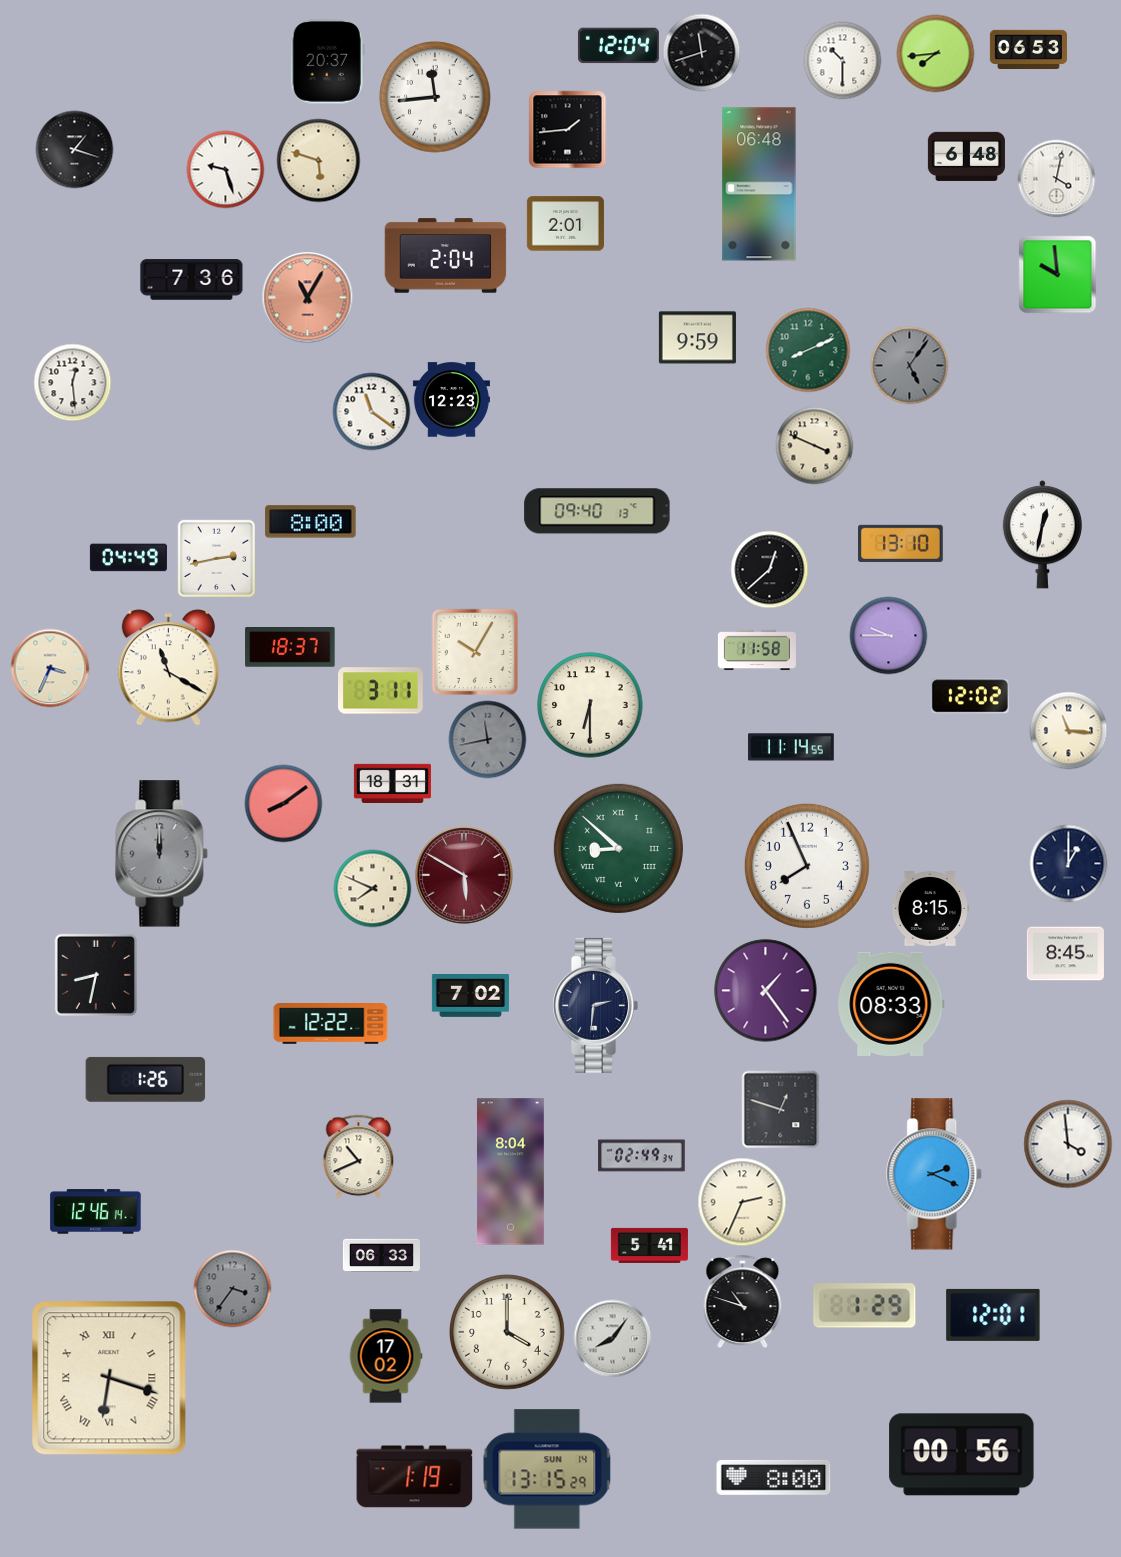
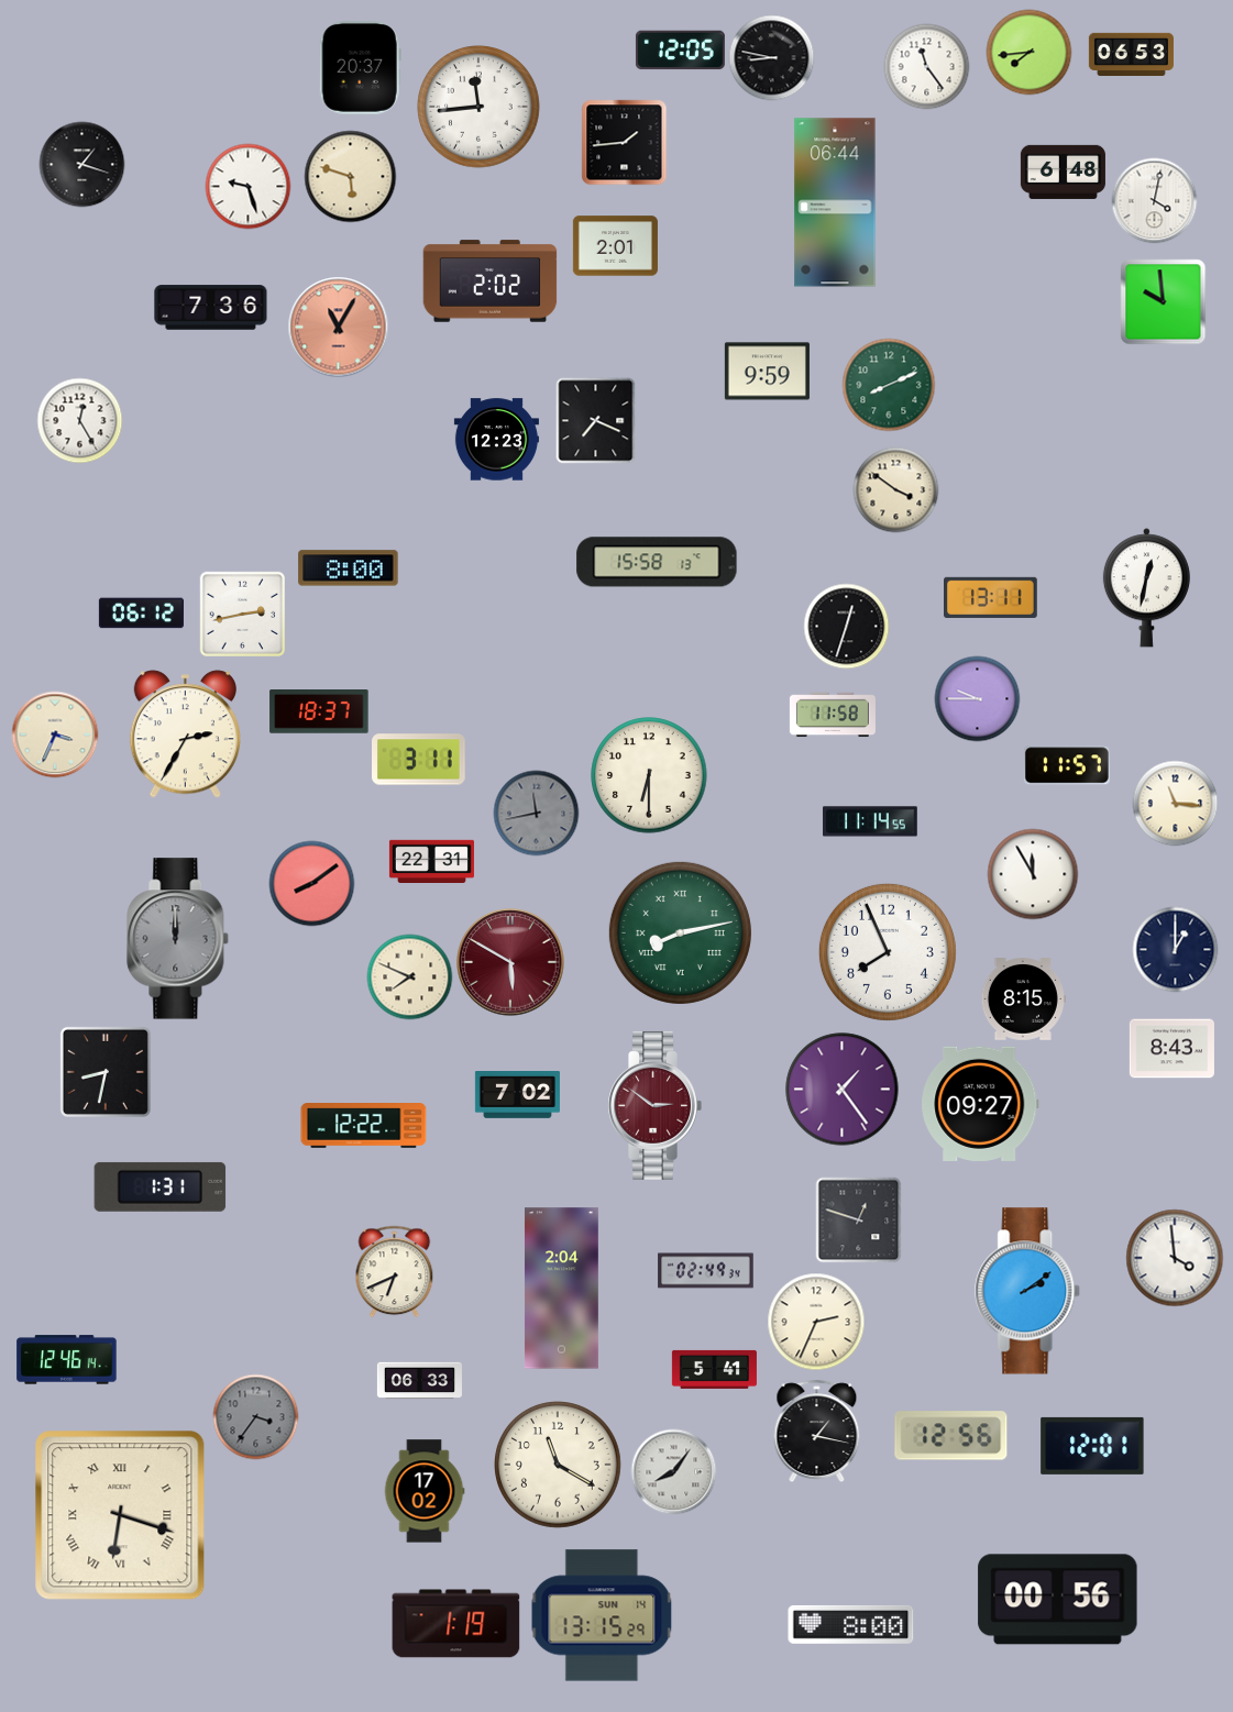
clock at (618, 46): 12:04 -> 12:05
clock at (701, 52): 11:42 -> 8:47
clock at (935, 53) position: (935, 53) -> (1028, 52)
clock at (842, 60): 10:30 -> 11:24
clock at (1056, 178) position: (1056, 178) -> (1154, 200)
clock at (759, 184): 06:48 -> 06:44
clock at (565, 224) position: (565, 224) -> (615, 246)
clock at (446, 256): 2:04 -> 2:02
clock at (909, 365): 5:06 -> none
clock at (72, 382): 12:29 -> 12:25
clock at (596, 420): none -> 7:19
clock at (371, 411): 11:21 -> none
clock at (814, 445): 3:49 -> 3:51
clock at (597, 511): 09:40 -> 15:58
clock at (311, 522) position: (311, 522) -> (349, 568)
clock at (901, 543): 13:10 -> 13:11
clock at (128, 558): 04:49 -> 06:12
clock at (216, 558) position: (216, 558) -> (242, 614)
clock at (769, 569): 12:38 -> 12:33
clock at (474, 651): 10:05 -> none
clock at (168, 668): 11:20 -> 2:35
clock at (970, 696): 12:02 -> 11:57
clock at (392, 783): 18:31 -> 22:31
clock at (1033, 874): none -> 11:55
clock at (618, 848): 8:52 -> 8:13
clock at (1065, 954): 8:45 -> 8:43
clock at (891, 1004): 08:33 -> 09:27
clock at (595, 1005): 2:31 -> 2:51
clock at (595, 1005) dial: navy -> burgundy
clock at (146, 1079): 1:26 -> 1:31
clock at (359, 1156): 10:41 -> 6:41
clock at (510, 1172): 8:04 -> 2:04
clock at (935, 1174): 2:19 -> 2:09
clock at (96, 1212) position: (96, 1212) -> (67, 1360)
clock at (743, 1301): 10:48 -> 1:17
clock at (865, 1306): 1:29 -> 12:56
clock at (508, 1333): 4:00 -> 11:20
